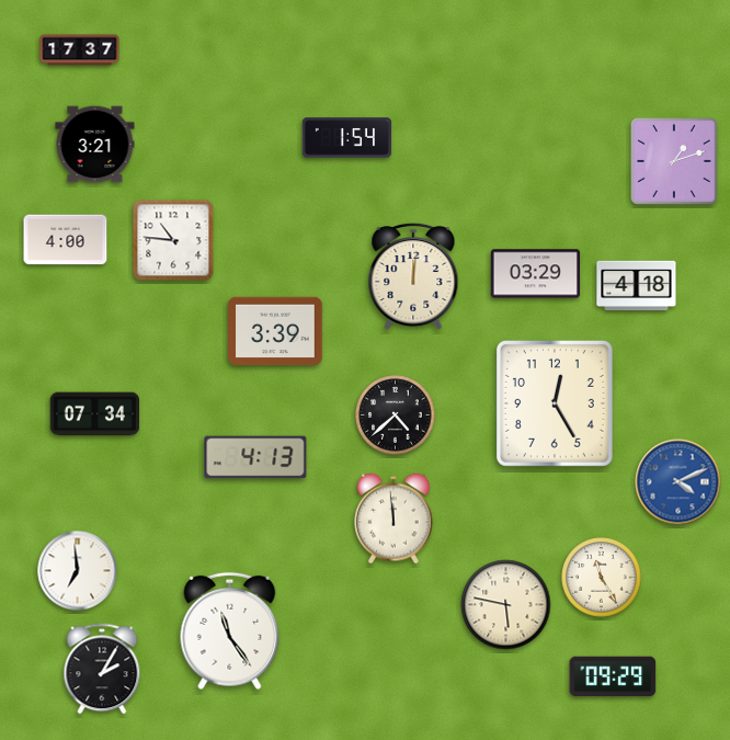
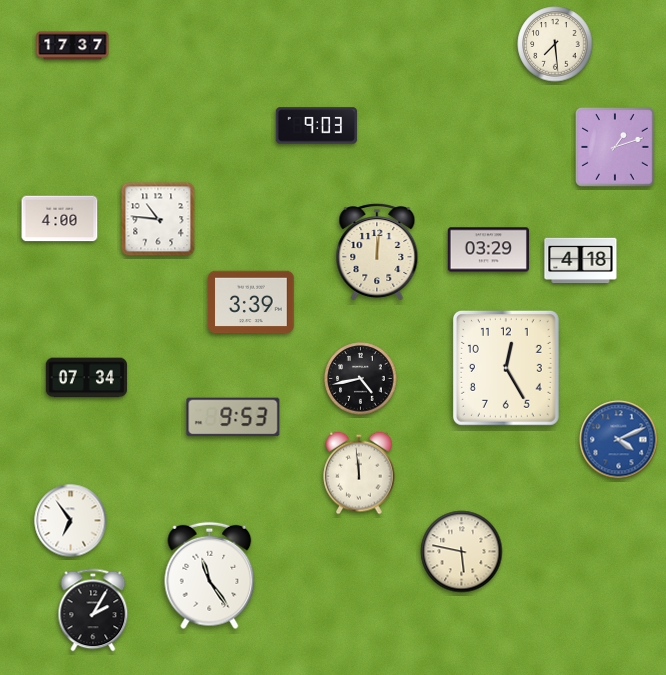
clock at (555, 44): none -> 7:29
clock at (346, 138): 1:54 -> 9:03
clock at (95, 145): 3:21 -> none
clock at (396, 415): 4:38 -> 4:43
clock at (255, 457): 4:13 -> 9:53
clock at (78, 571): 6:59 -> 6:54
clock at (602, 578): 11:25 -> none
clock at (613, 676): 09:29 -> none
